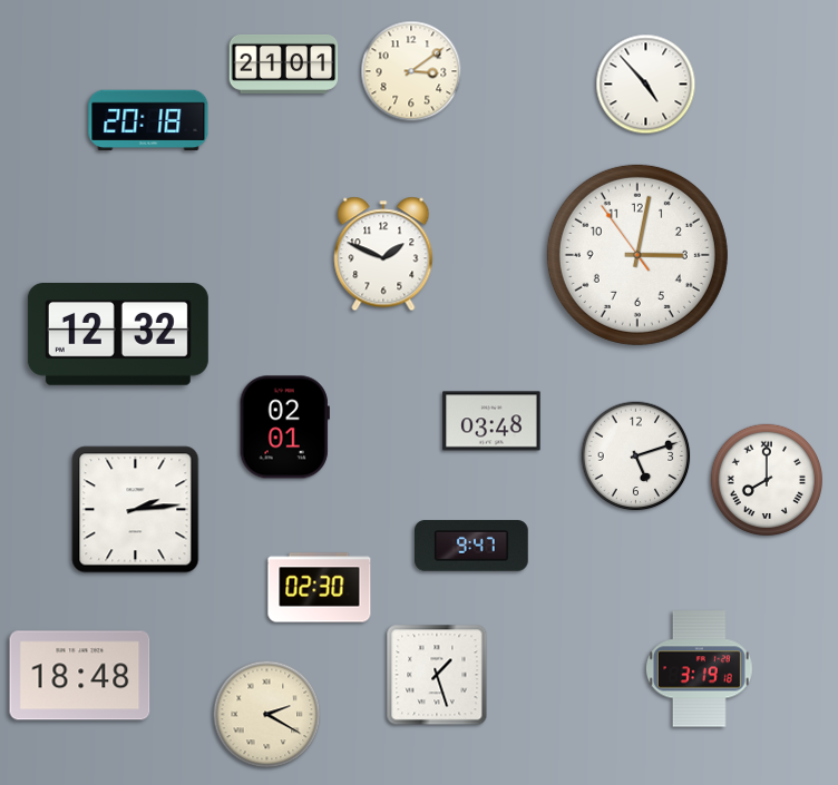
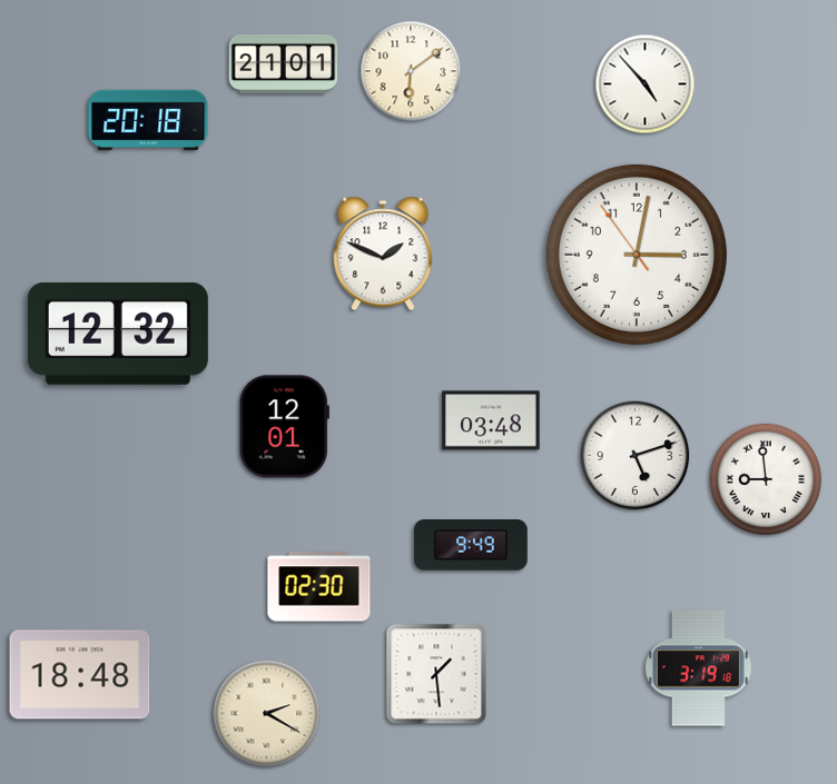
clock at (411, 71): 3:09 -> 6:09
clock at (284, 428): 02:01 -> 12:01
clock at (766, 479): 8:00 -> 8:59
clock at (136, 510): 2:14 -> none
clock at (472, 546): 9:47 -> 9:49
clock at (437, 675): 1:27 -> 1:29
